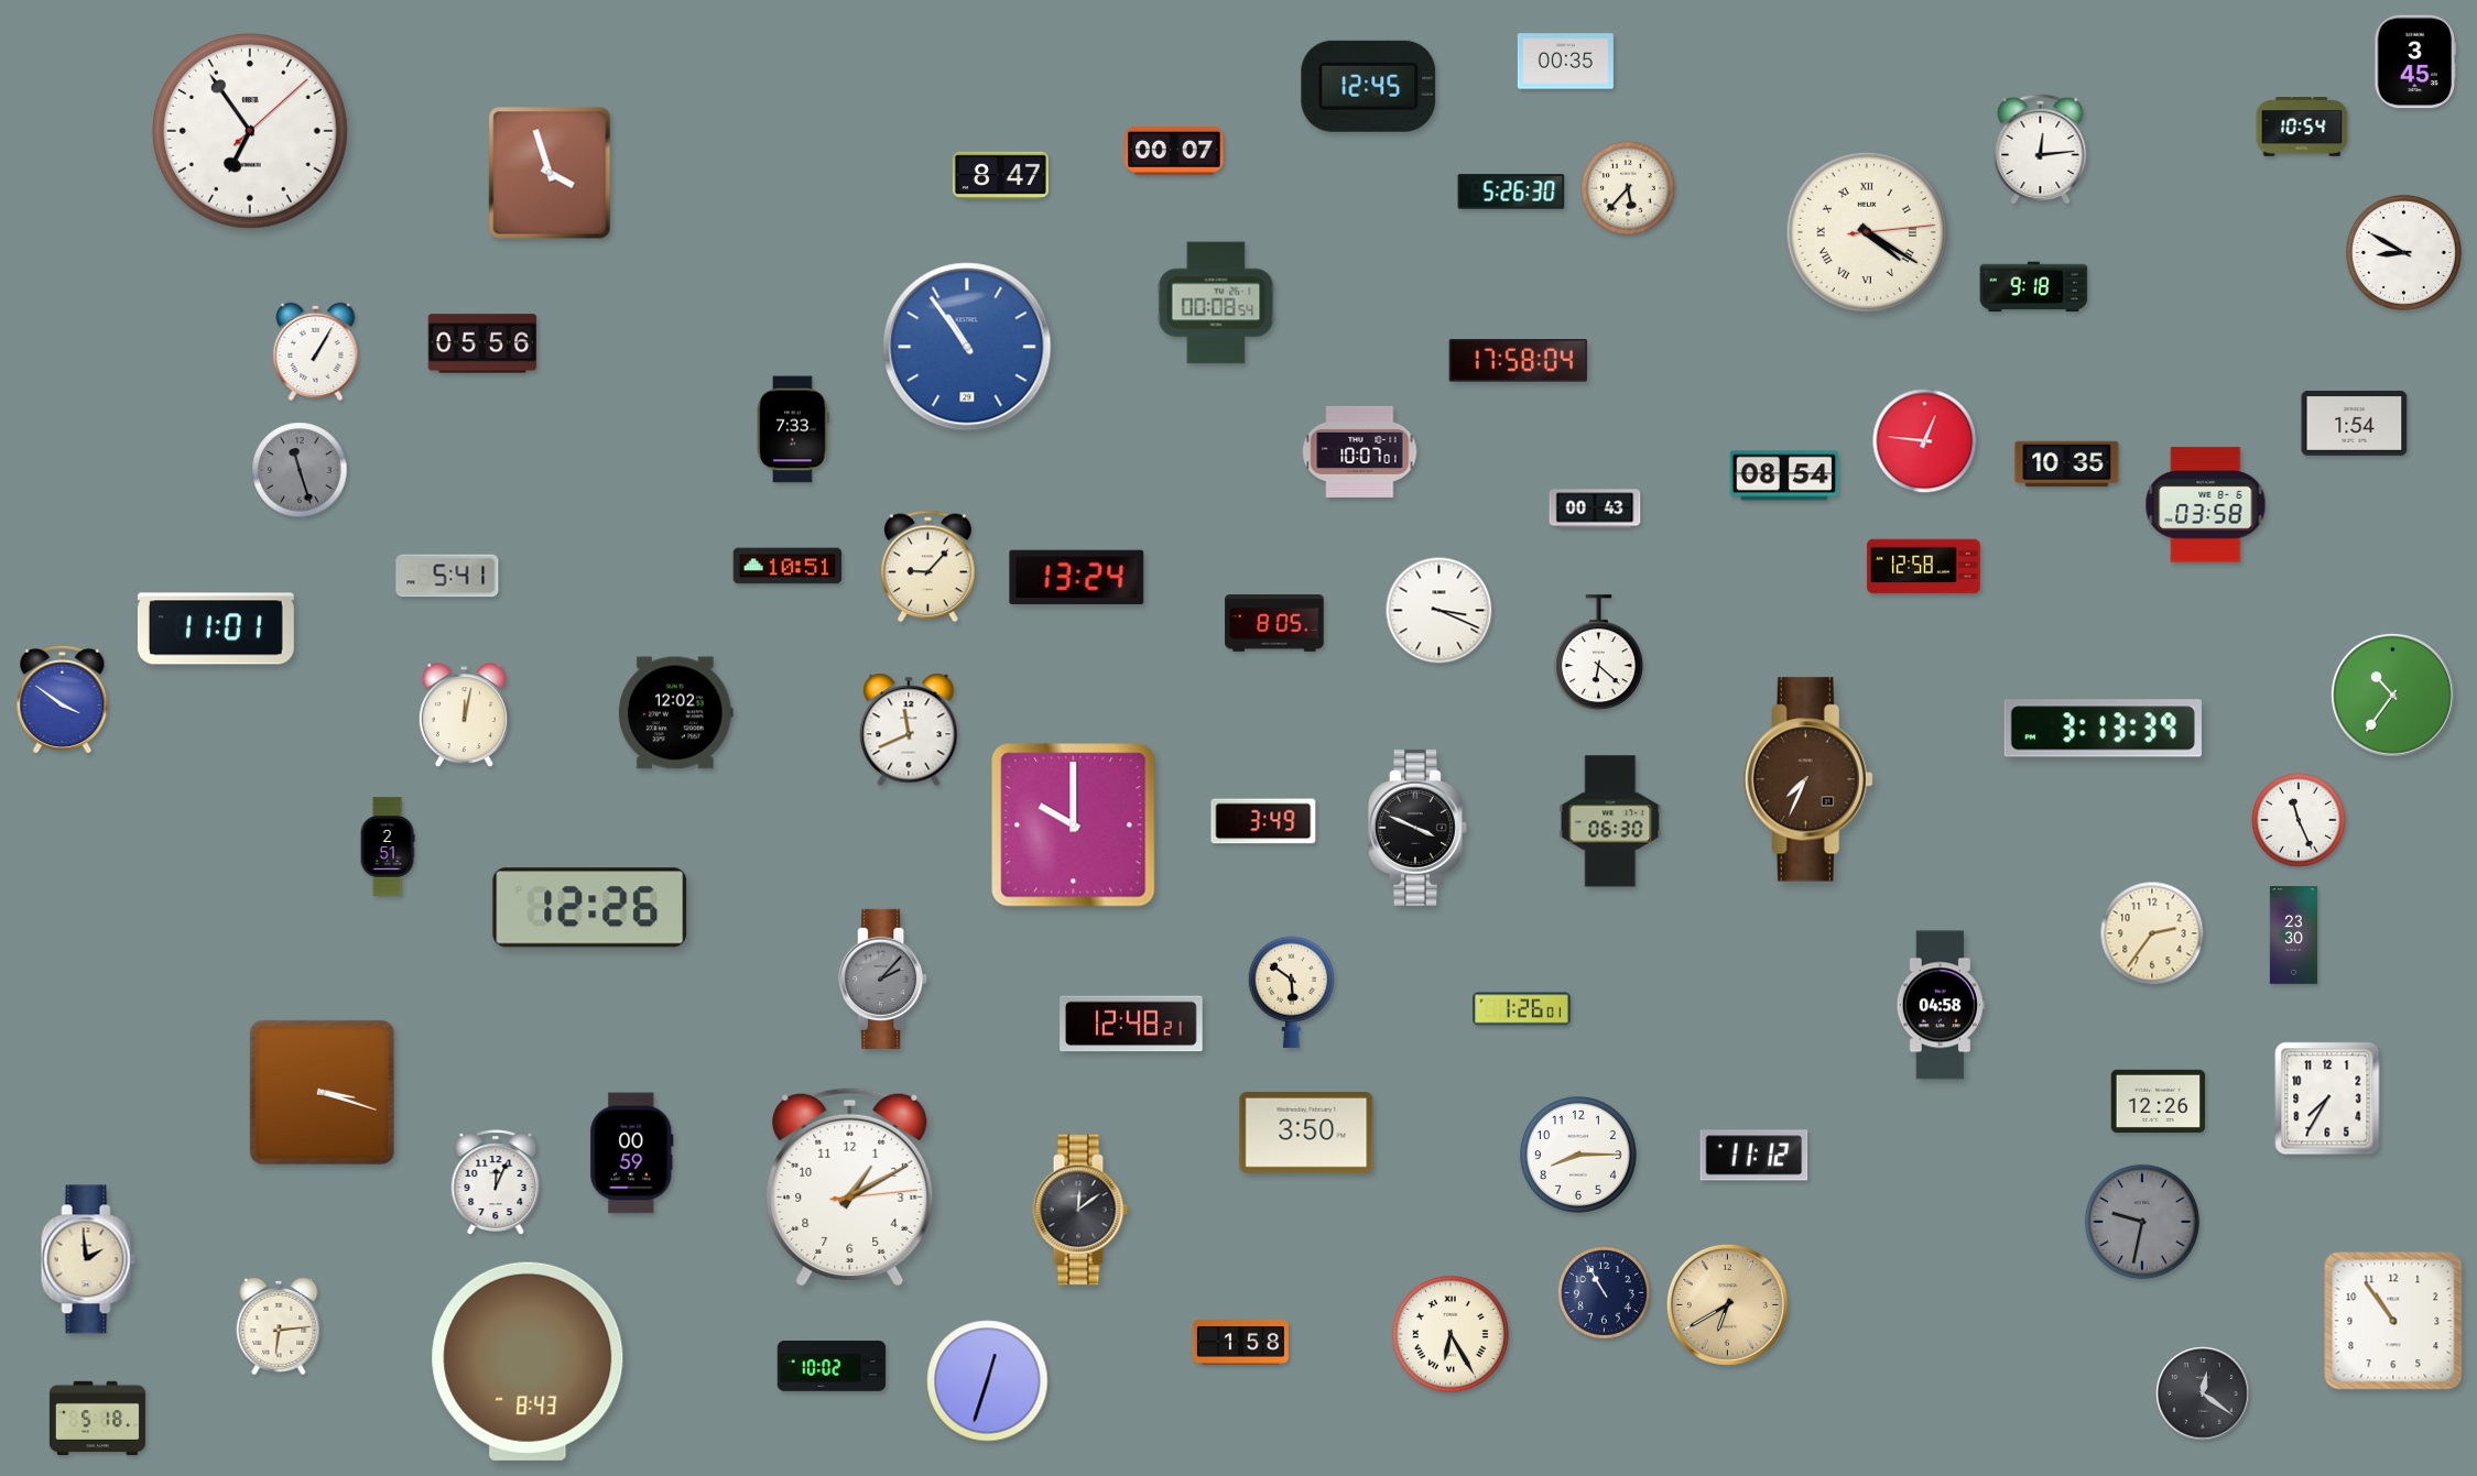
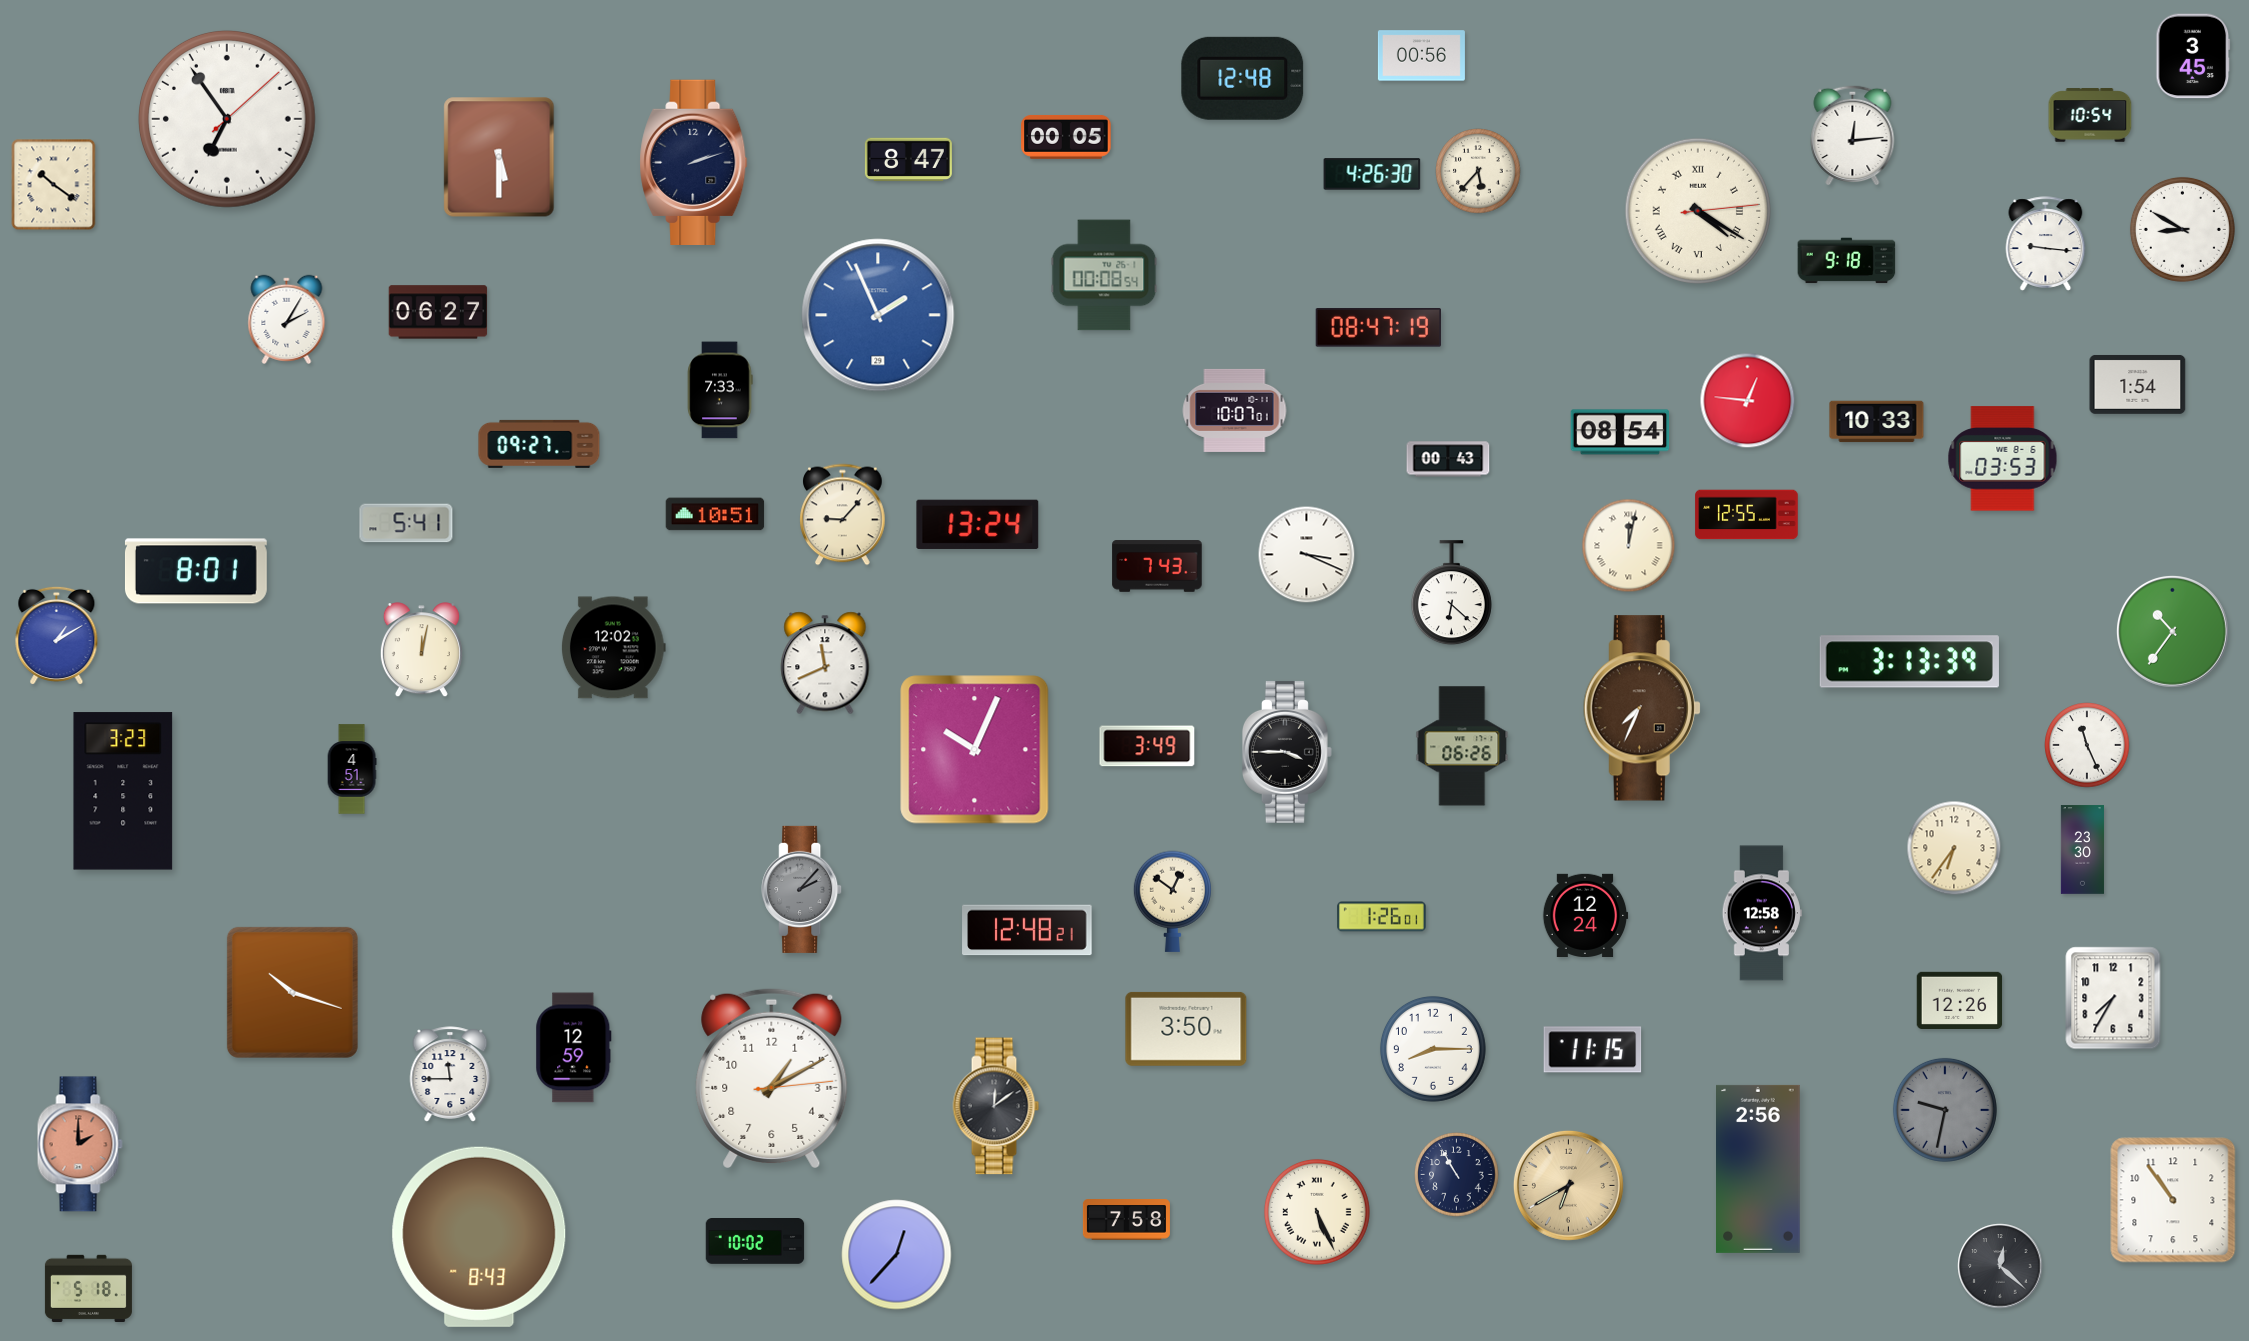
clock at (1565, 62): 00:35 -> 00:56
clock at (1369, 86): 12:45 -> 12:48
clock at (1174, 151): 00:07 -> 00:05
clock at (550, 173): 3:57 -> 5:30
clock at (694, 162): none -> 2:12
clock at (1511, 192): 5:26 -> 4:26
clock at (54, 185): none -> 10:21
clock at (1867, 232) position: (1867, 232) -> (1698, 211)
clock at (2046, 244): none -> 9:16
clock at (482, 343): 05:56 -> 06:27
clock at (967, 347): 10:54 -> 1:56
clock at (316, 351): 1:05 -> 2:05
clock at (1518, 361): 17:58 -> 08:47
clock at (2067, 464): 10:35 -> 10:33
clock at (300, 470): 11:27 -> none
clock at (539, 444): none -> 09:27
clock at (2206, 505): 03:58 -> 03:53
clock at (1595, 509) position: (1595, 509) -> (1448, 459)
clock at (1924, 567): 12:58 -> 12:55
clock at (1629, 546): none -> 12:02
clock at (1274, 623): 8:05 -> 7:43
clock at (216, 628): 11:01 -> 8:01
clock at (63, 699): 3:51 -> 1:10
clock at (1610, 821): 06:30 -> 06:26
clock at (1074, 826): 10:00 -> 10:04
clock at (1417, 828): 3:49 -> 3:45
clock at (388, 846): 2:51 -> 4:51
clock at (123, 791): none -> 3:23
clock at (590, 908): 12:26 -> none
clock at (2152, 933): 2:36 -> 6:36
clock at (1291, 992): 5:51 -> 12:51
clock at (1941, 1005): 04:58 -> 12:58
clock at (1585, 915): none -> 12:24
clock at (322, 1092): 3:18 -> 10:18
clock at (632, 1154): 00:59 -> 12:59
clock at (1754, 1156): 11:12 -> 11:15
clock at (496, 1182): 12:04 -> 11:45
clock at (1080, 1210) position: (1080, 1210) -> (996, 1106)
clock at (88, 1259): 1:59 -> 2:00
clock at (88, 1259) dial: cream -> salmon
clock at (1758, 1169): none -> 2:56
clock at (279, 1326): 6:14 -> none
clock at (1451, 1334): 6:25 -> 5:26
clock at (1240, 1343): 1:58 -> 7:58
clock at (988, 1381): 12:33 -> 12:37
clock at (2203, 1393): 12:21 -> 12:22
